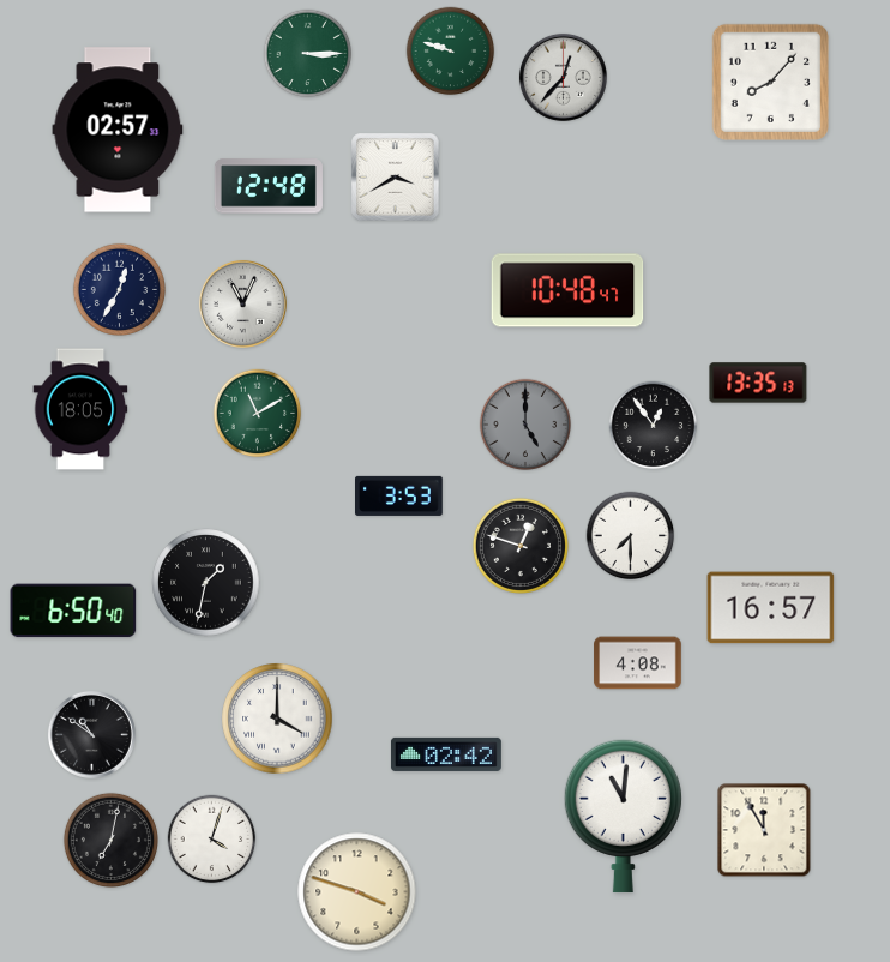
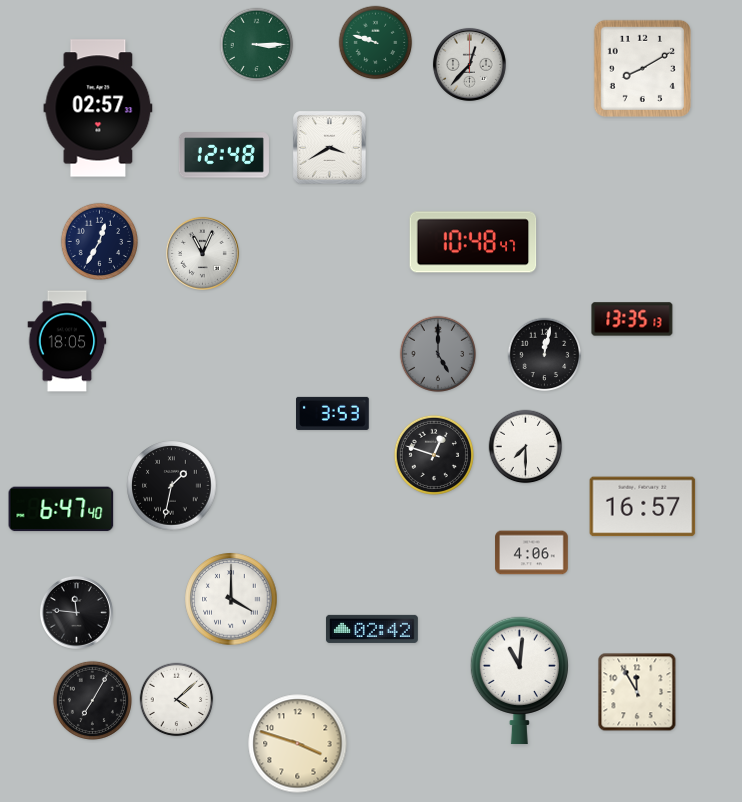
clock at (770, 82): 8:07 -> 8:10
clock at (258, 414): 11:10 -> none
clock at (654, 426): 12:54 -> 12:02
clock at (73, 611): 6:50 -> 6:47
clock at (638, 663): 4:08 -> 4:06
clock at (91, 734): 10:51 -> 11:46
clock at (110, 840): 7:02 -> 7:05
clock at (212, 840): 4:03 -> 4:08
